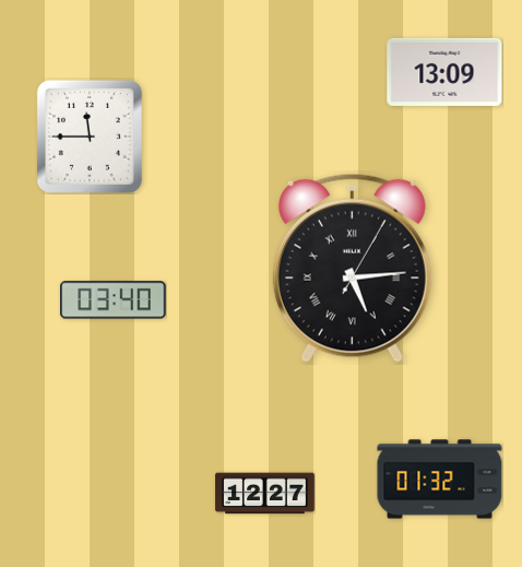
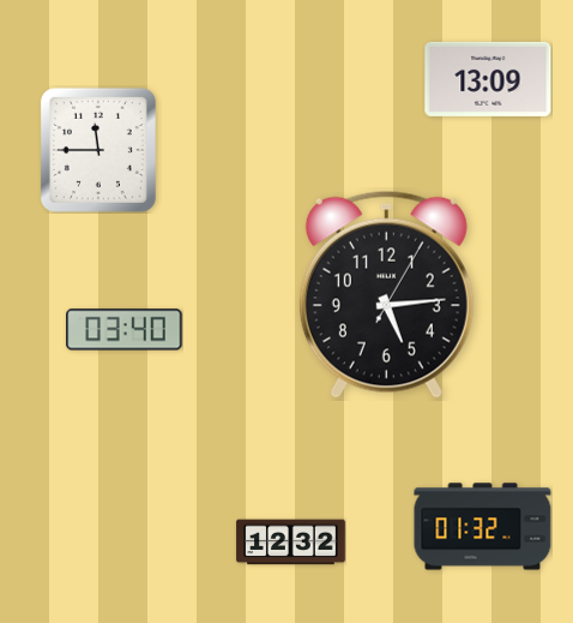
clock at (352, 268) numerals: Roman -> Arabic
clock at (265, 494): 12:27 -> 12:32
